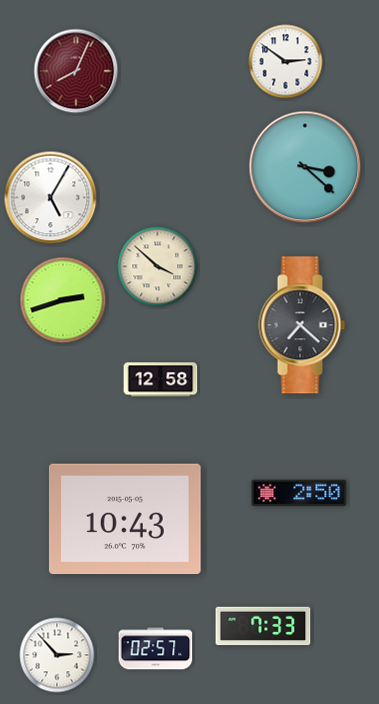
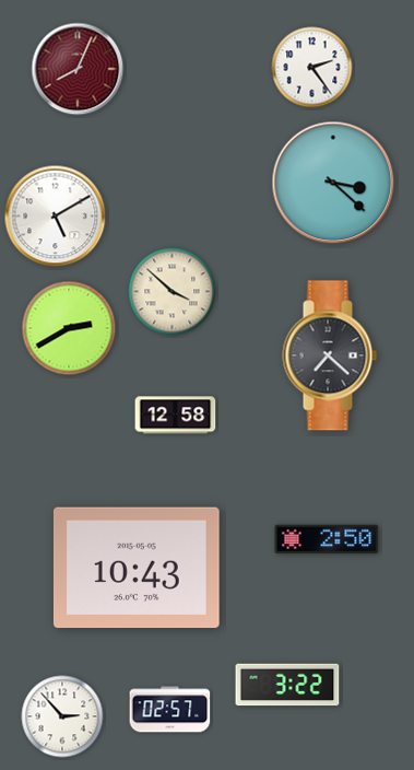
clock at (286, 62): 2:51 -> 2:24
clock at (76, 71) position: (76, 71) -> (78, 69)
clock at (51, 198): 5:05 -> 5:10
clock at (63, 300): 2:42 -> 2:40
clock at (263, 626): 7:33 -> 3:22
